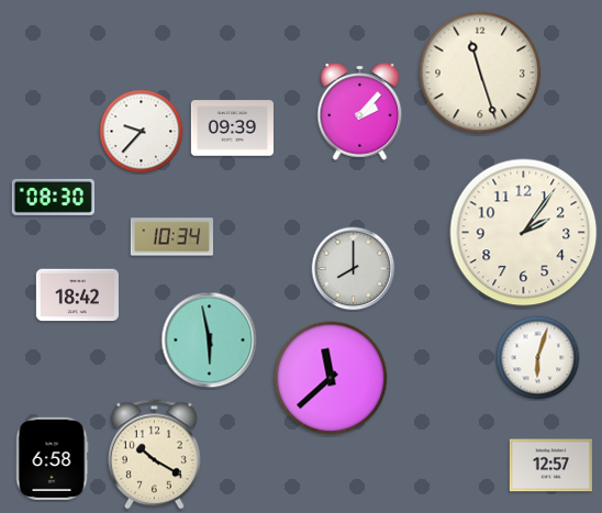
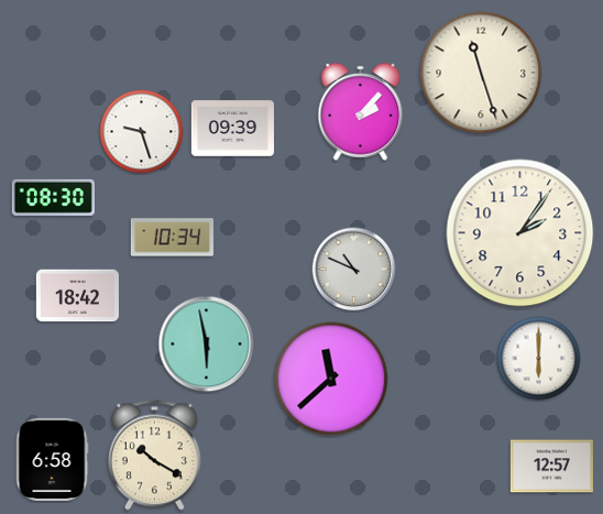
clock at (142, 132): 9:37 -> 9:27
clock at (524, 233) position: (524, 233) -> (520, 233)
clock at (354, 269): 8:00 -> 10:49
clock at (210, 341) position: (210, 341) -> (207, 345)
clock at (538, 358): 6:03 -> 6:00
